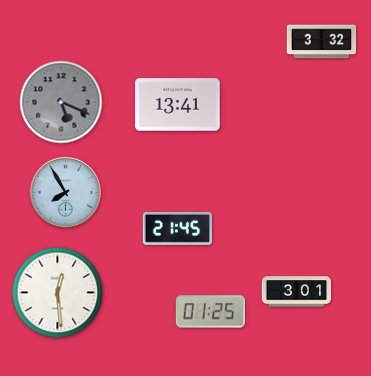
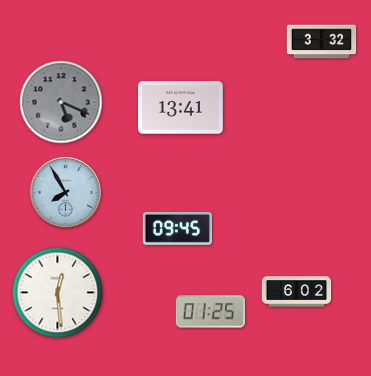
clock at (178, 105) position: (178, 105) -> (181, 108)
clock at (177, 228): 21:45 -> 09:45
clock at (297, 292): 3:01 -> 6:02
